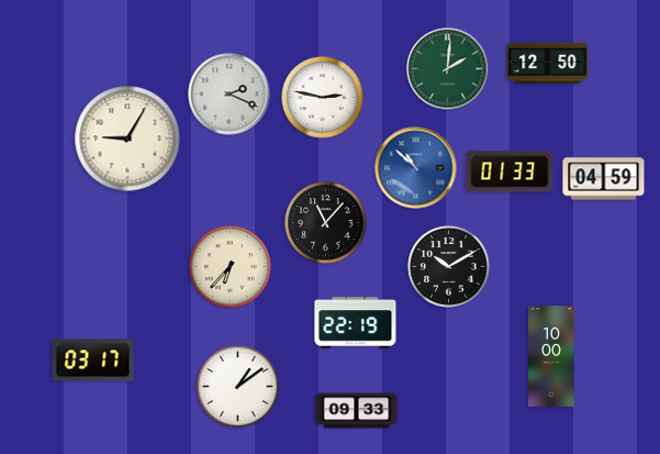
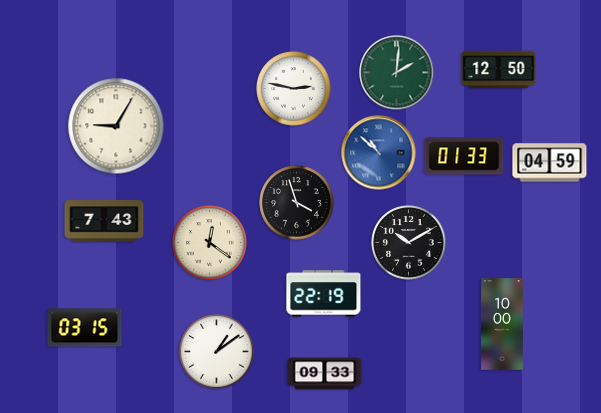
clock at (548, 64) position: (548, 64) -> (499, 70)
clock at (448, 69) position: (448, 69) -> (397, 73)
clock at (230, 95): 2:19 -> none
clock at (326, 223): 11:07 -> 3:57
clock at (104, 221): none -> 7:43
clock at (231, 267): 6:37 -> 12:21
clock at (93, 361): 03:17 -> 03:15
